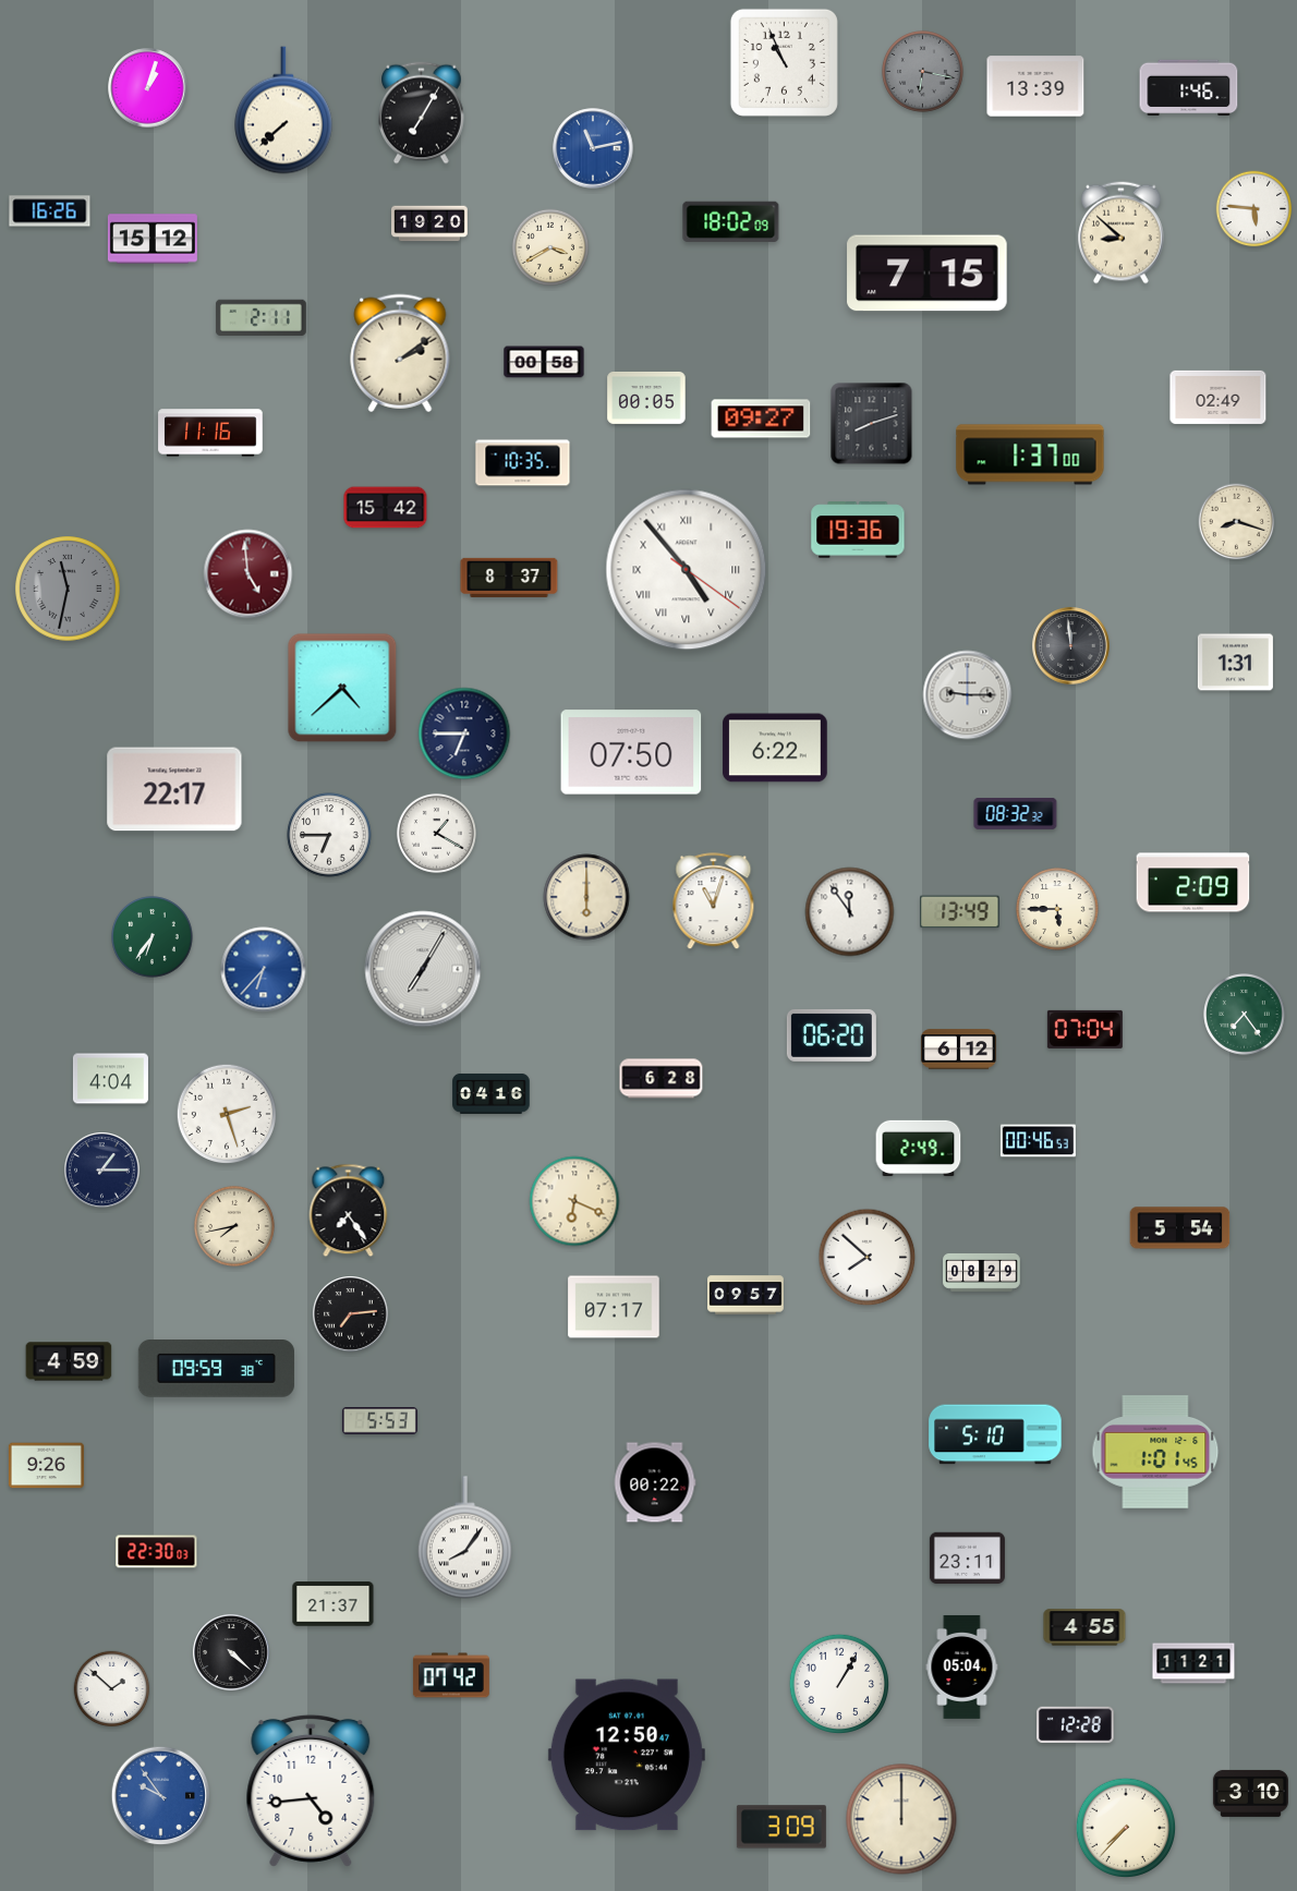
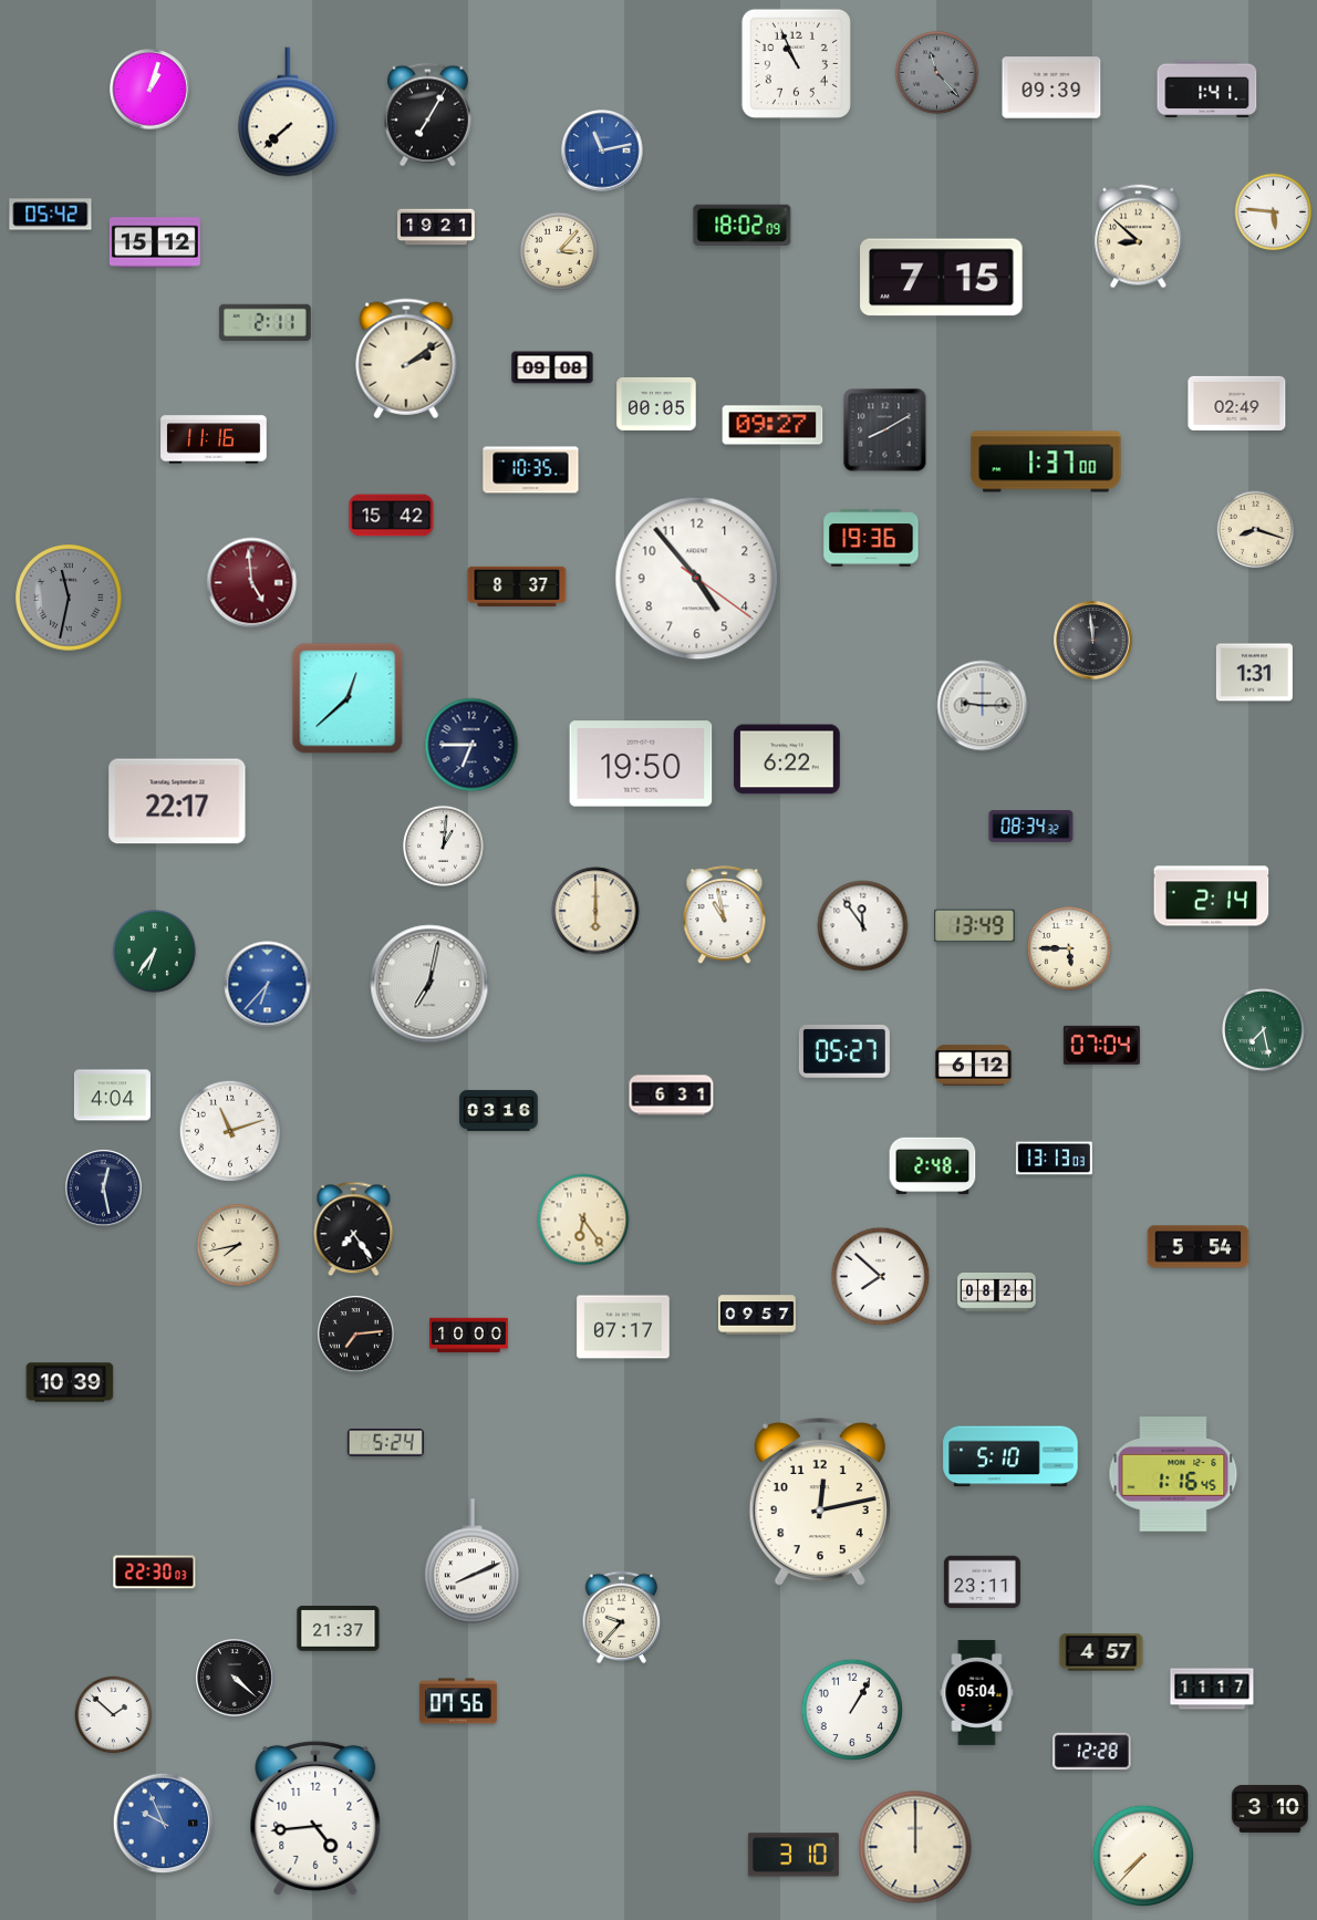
clock at (923, 72): 6:17 -> 11:23
clock at (1035, 86): 13:39 -> 09:39
clock at (1189, 88): 1:46 -> 1:41
clock at (50, 211): 16:26 -> 05:42
clock at (431, 223): 19:20 -> 19:21
clock at (550, 247): 3:40 -> 3:07
clock at (544, 362): 00:58 -> 09:08
clock at (872, 424): 8:12 -> 8:10
clock at (687, 570) numerals: Roman -> Arabic
clock at (1071, 646) position: (1071, 646) -> (1093, 641)
clock at (342, 688): 4:38 -> 12:38
clock at (631, 752): 07:50 -> 19:50
clock at (1016, 814): 08:32 -> 08:34
clock at (436, 833): 1:20 -> 1:01
clock at (329, 835): 6:45 -> none
clock at (1193, 883): 2:09 -> 2:14
clock at (714, 901): 11:03 -> 10:58
clock at (1057, 909) position: (1057, 909) -> (1069, 948)
clock at (423, 969): 7:05 -> 7:02
clock at (1245, 1015): 7:24 -> 7:28
clock at (832, 1035): 06:20 -> 05:27
clock at (662, 1079): 6:28 -> 6:31
clock at (492, 1093): 04:16 -> 03:16
clock at (226, 1113): 2:27 -> 11:12
clock at (1038, 1141): 00:46 -> 13:13
clock at (919, 1149): 2:49 -> 2:48
clock at (102, 1171): 1:15 -> 12:28
clock at (574, 1201): 6:19 -> 6:24
clock at (982, 1272): 08:29 -> 08:28
clock at (469, 1336): none -> 10:00
clock at (69, 1361): 4:59 -> 10:39
clock at (216, 1369): 09:59 -> none
clock at (379, 1421): 5:53 -> 5:24
clock at (1155, 1452): 1:01 -> 1:16
clock at (46, 1466): 9:26 -> none
clock at (820, 1502): none -> 12:13
clock at (655, 1482): 00:22 -> none
clock at (464, 1538): 8:06 -> 8:11
clock at (157, 1552) position: (157, 1552) -> (155, 1573)
clock at (622, 1618): none -> 9:37
clock at (1084, 1627): 4:55 -> 4:57
clock at (1193, 1663): 11:21 -> 11:17
clock at (451, 1675): 07:42 -> 07:56
clock at (627, 1755): 12:50 -> none
clock at (1250, 1793) position: (1250, 1793) -> (1269, 1808)
clock at (161, 1796): 9:54 -> 9:56
clock at (781, 1827): 3:09 -> 3:10
